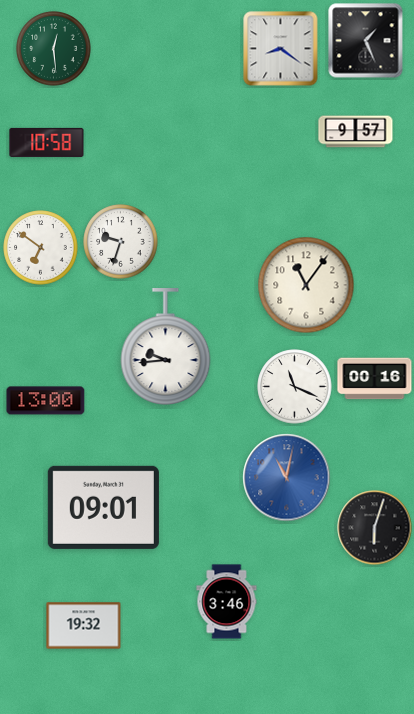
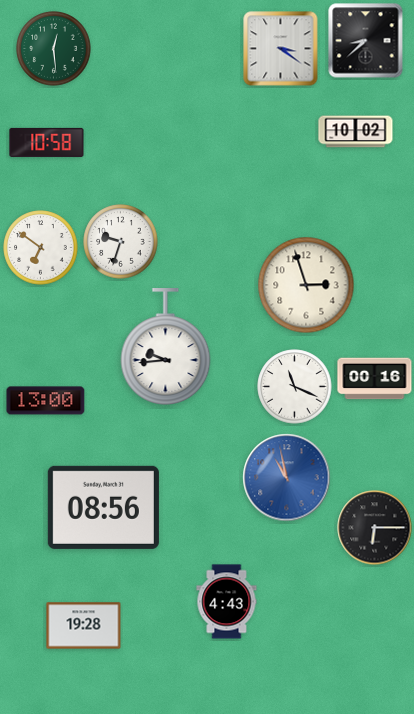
clock at (366, 41): 1:26 -> 8:38
clock at (281, 49): 8:21 -> 3:21
clock at (356, 132): 9:57 -> 10:02
clock at (306, 285): 11:06 -> 2:57
clock at (287, 478): 11:02 -> 10:58
clock at (103, 507): 09:01 -> 08:56
clock at (375, 528): 6:03 -> 6:15
clock at (227, 602): 3:46 -> 4:43
clock at (84, 626): 19:32 -> 19:28
